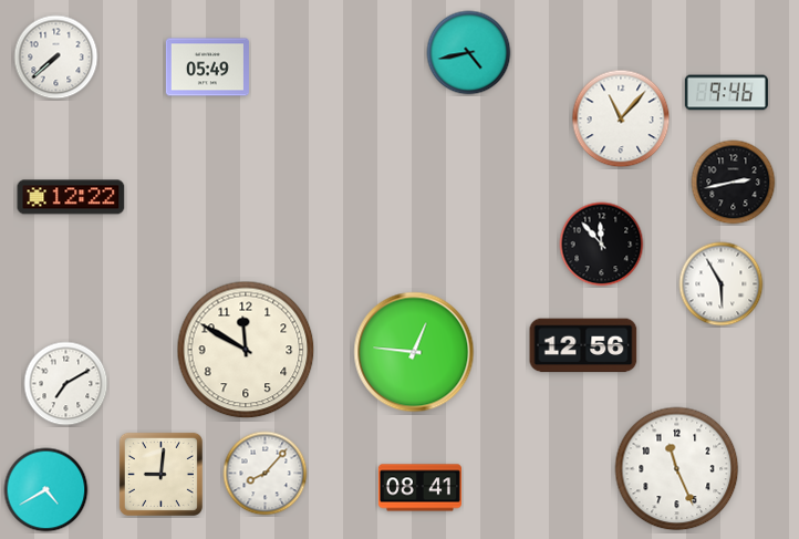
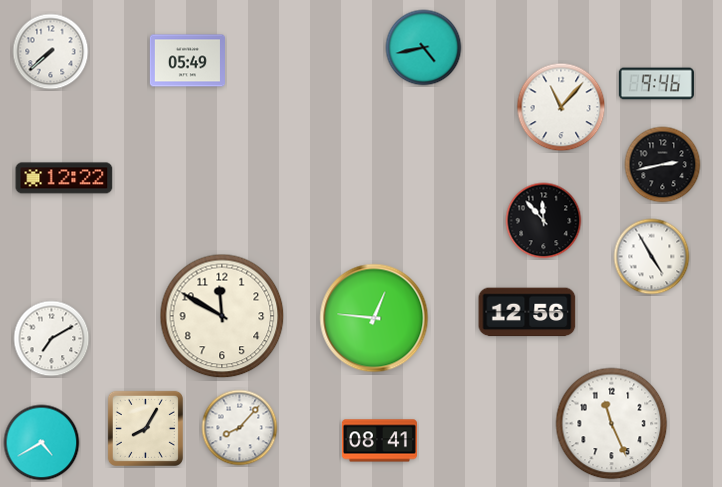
clock at (722, 284): 5:55 -> 4:55
clock at (66, 384) position: (66, 384) -> (52, 339)
clock at (160, 474): 9:01 -> 8:05
